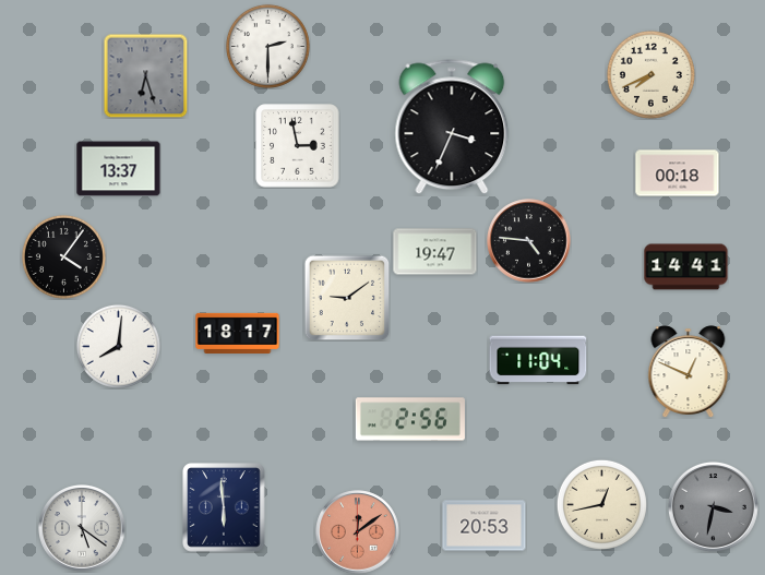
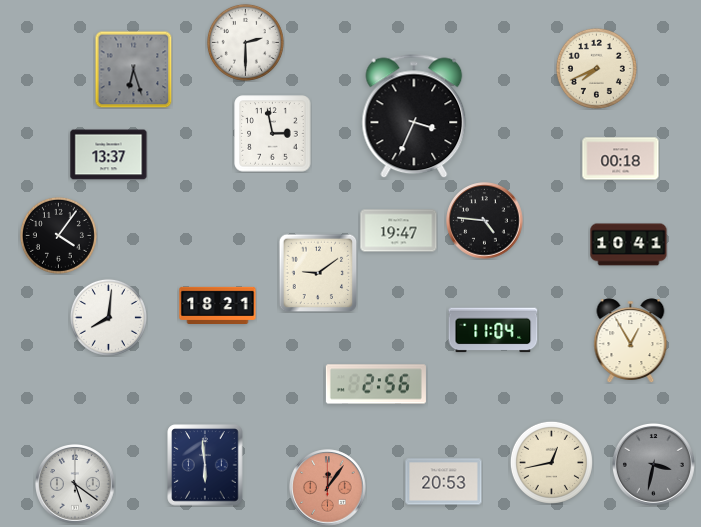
clock at (686, 267): 14:41 -> 10:41
clock at (238, 333): 18:17 -> 18:21
clock at (689, 372): 12:49 -> 12:55
clock at (358, 532): 12:09 -> 12:06
